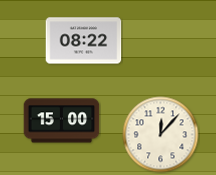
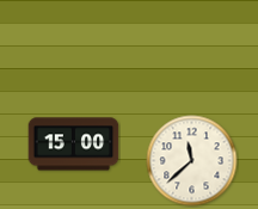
clock at (84, 41): 08:22 -> none
clock at (161, 135): 12:07 -> 11:38
